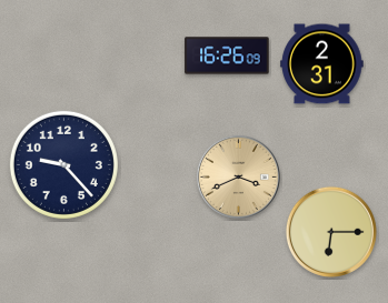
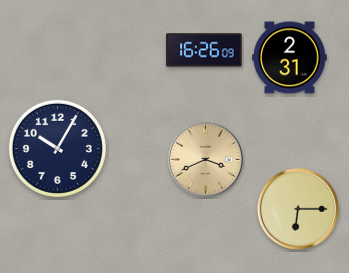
clock at (63, 164): 9:23 -> 10:05
clock at (238, 176) position: (238, 176) -> (205, 159)
